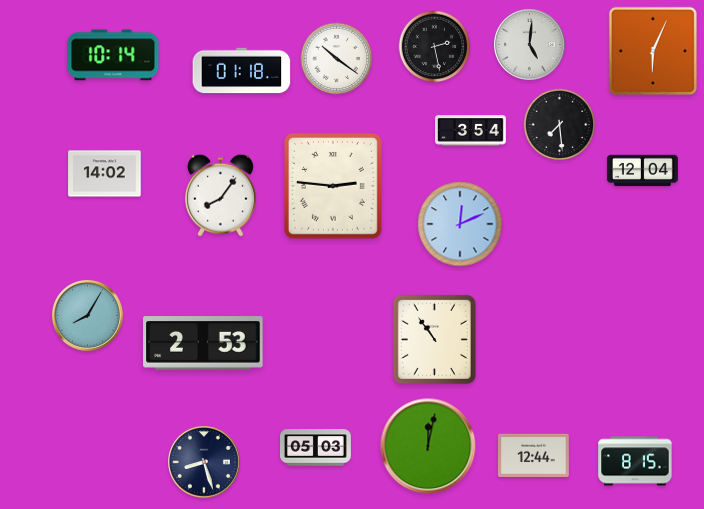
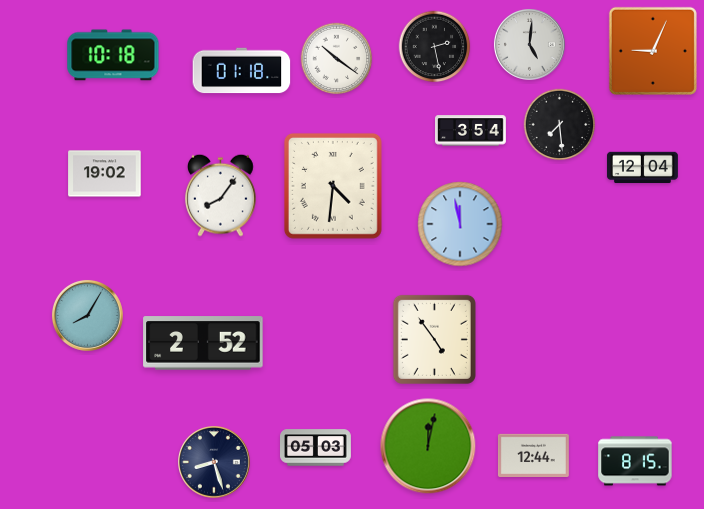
clock at (653, 51): 6:04 -> 9:04
clock at (113, 55): 10:14 -> 10:18
clock at (643, 171) position: (643, 171) -> (643, 168)
clock at (105, 174): 14:02 -> 19:02
clock at (333, 186): 2:46 -> 4:31
clock at (460, 224): 12:11 -> 11:58
clock at (434, 339): 10:54 -> 4:54
clock at (203, 343): 2:53 -> 2:52
clock at (205, 463) position: (205, 463) -> (215, 463)
